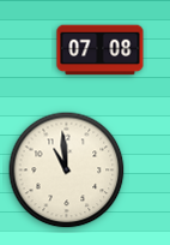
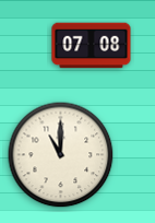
clock at (67, 171): 10:59 -> 11:00
